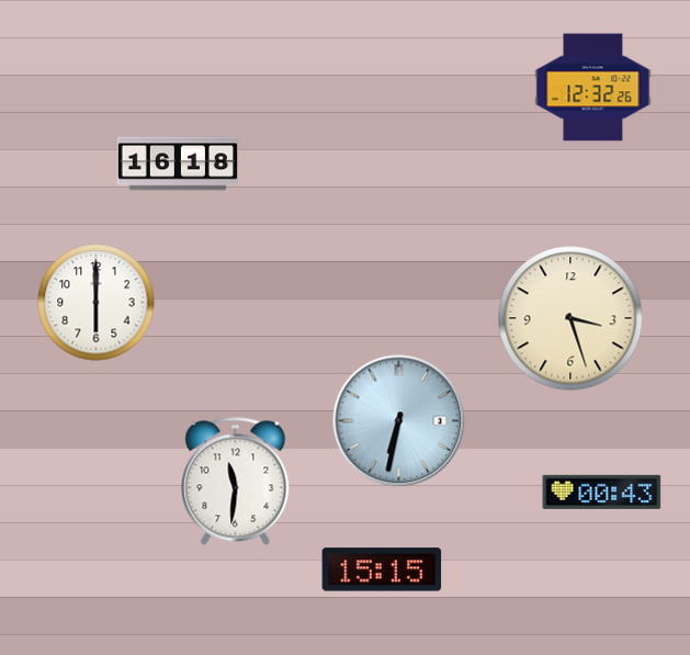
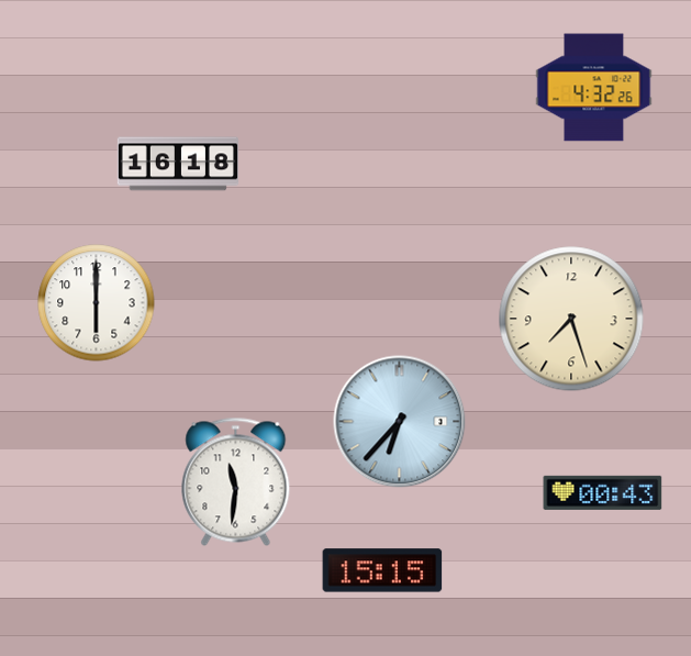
clock at (593, 88): 12:32 -> 4:32
clock at (570, 318): 3:27 -> 7:27
clock at (399, 421): 6:32 -> 6:37
